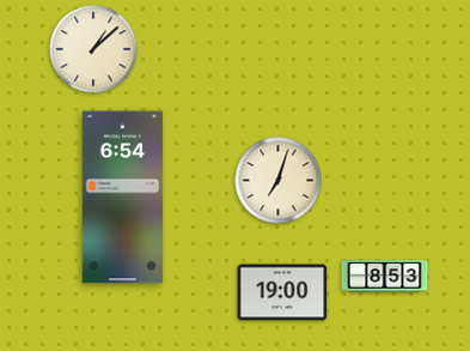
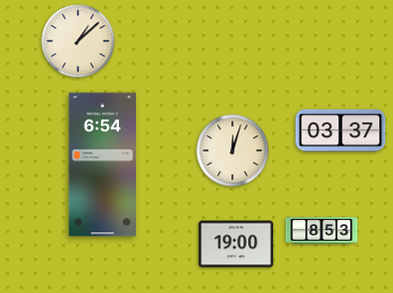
clock at (341, 131): none -> 03:37
clock at (279, 181): 7:03 -> 12:03
